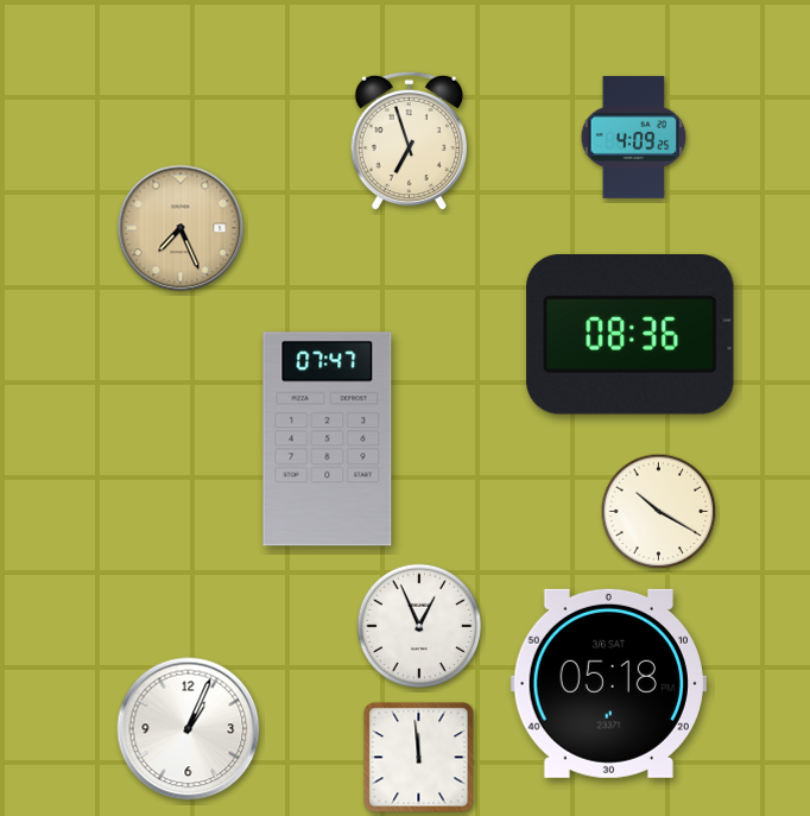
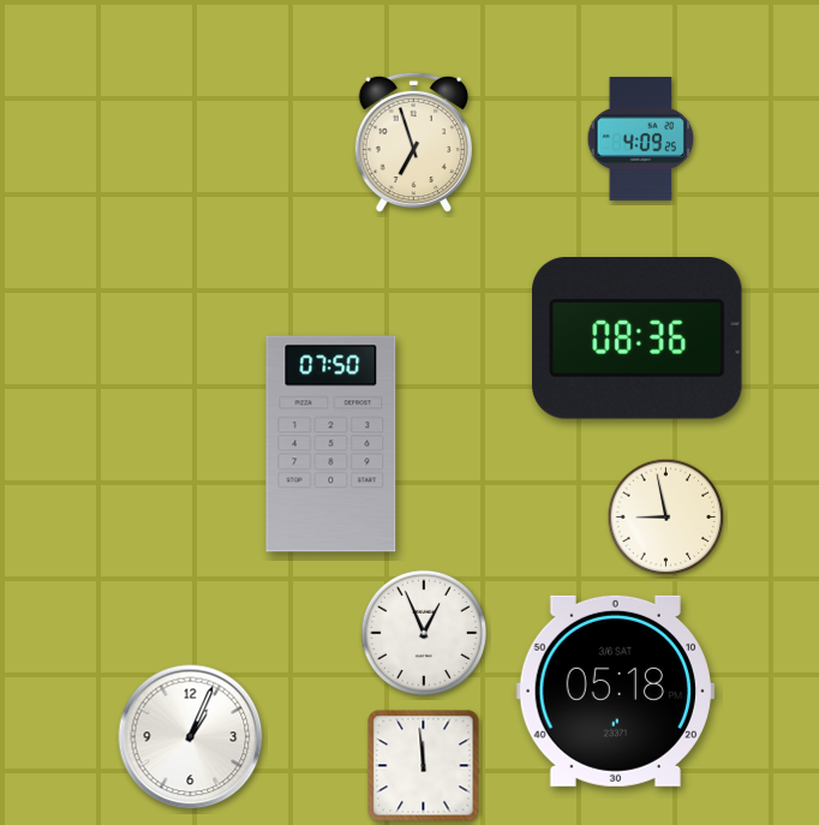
clock at (181, 228): 7:26 -> none
clock at (328, 439): 07:47 -> 07:50
clock at (659, 512): 10:20 -> 8:58
